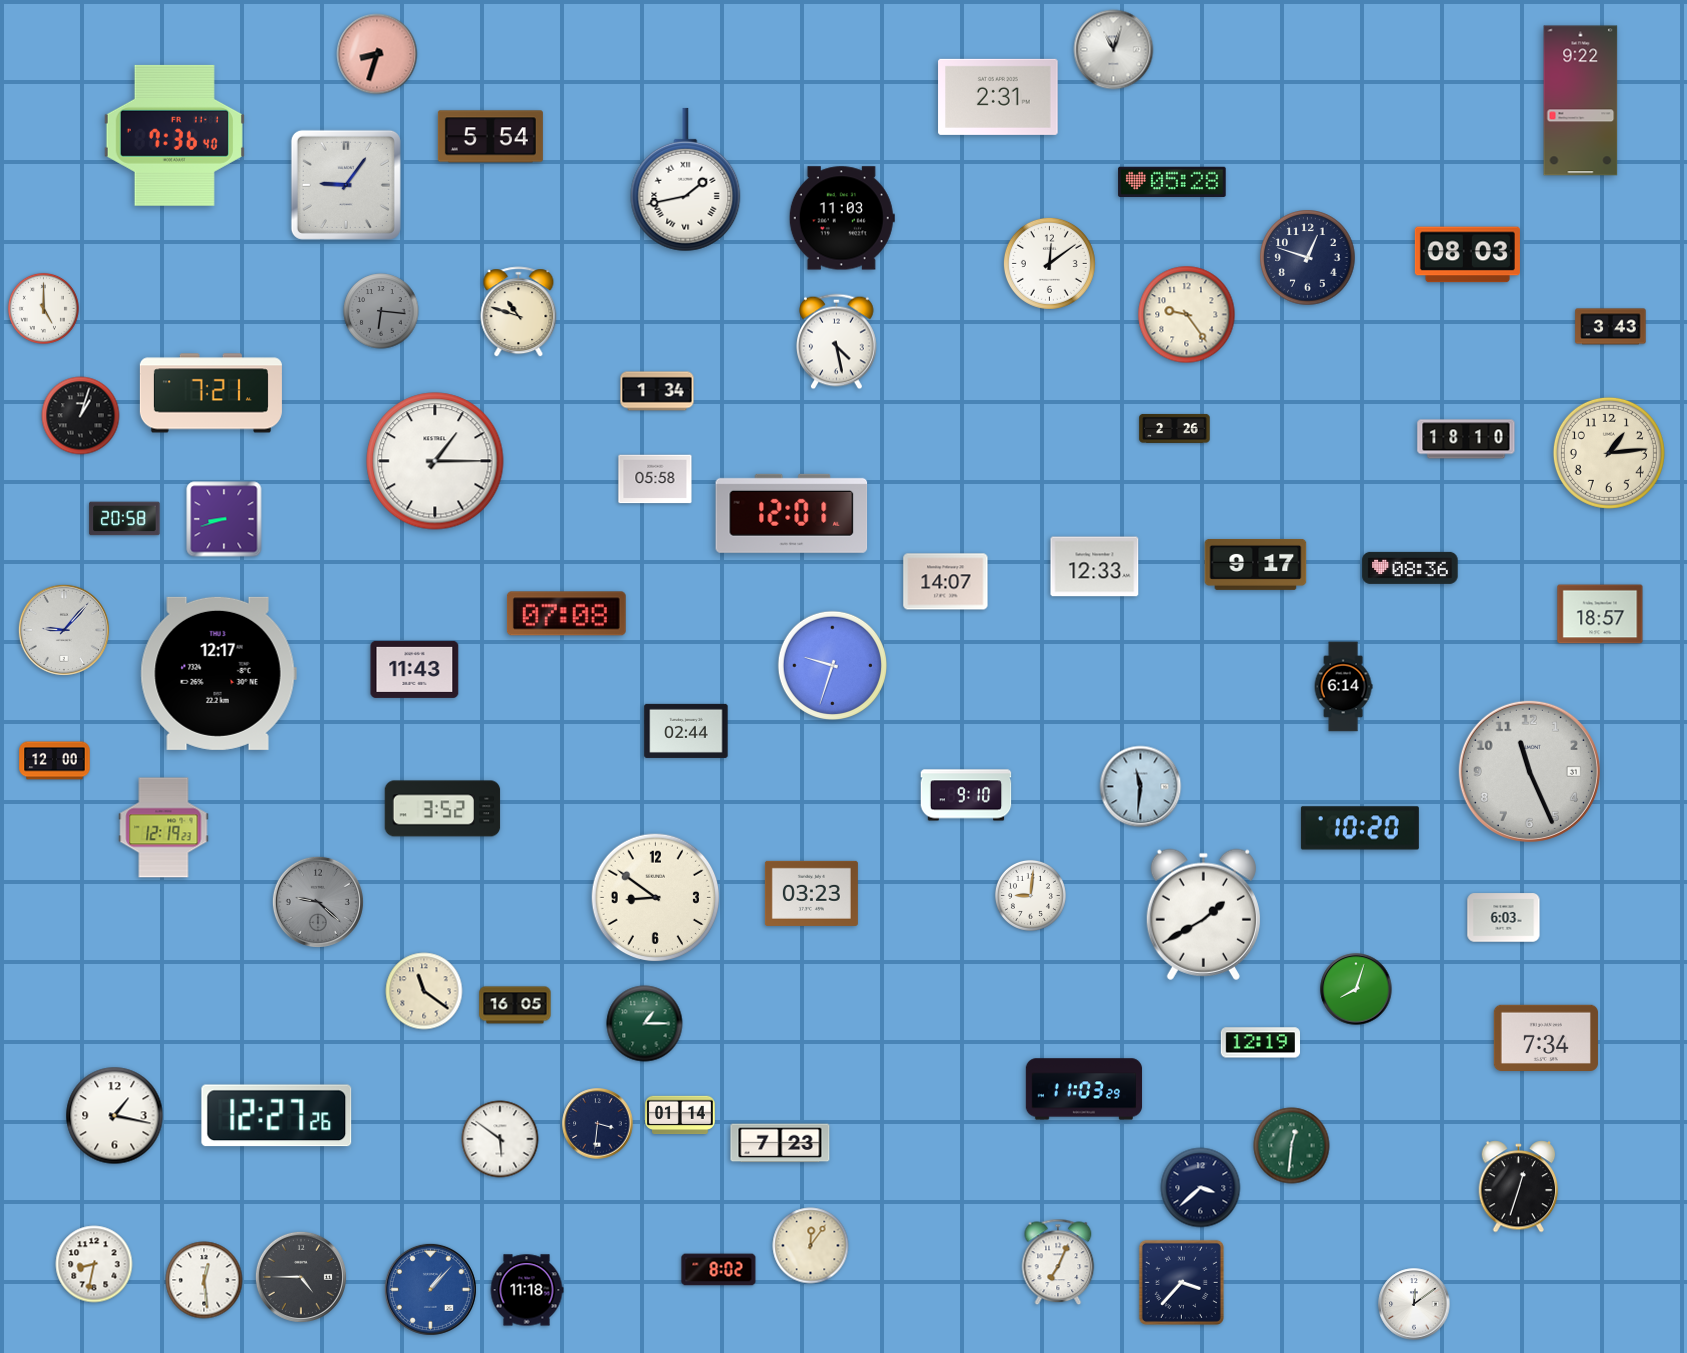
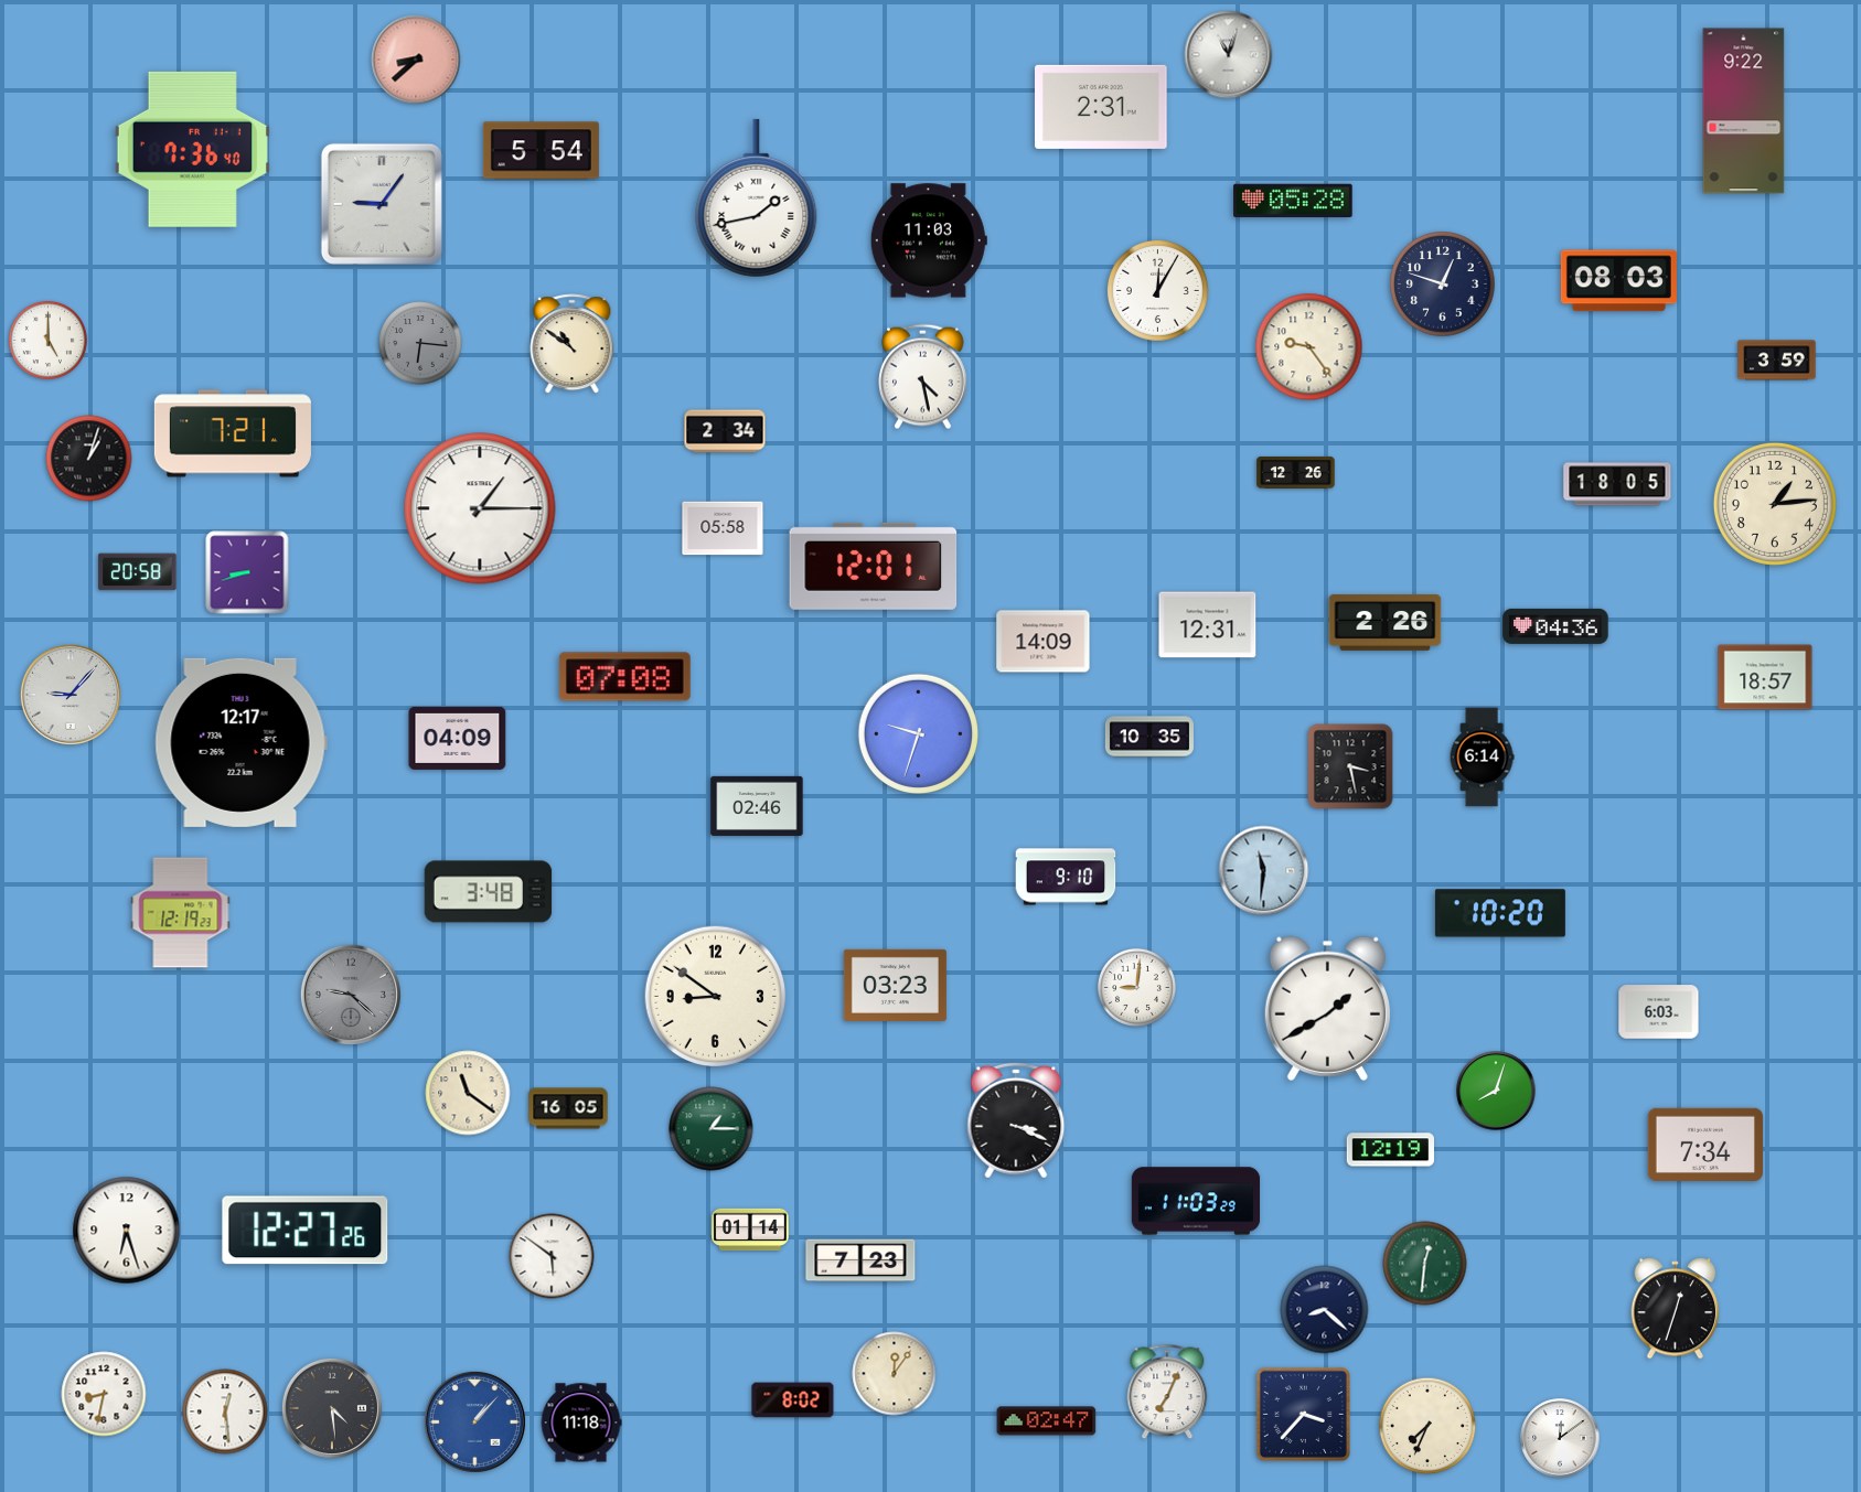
clock at (377, 54): 8:33 -> 8:38
clock at (1049, 263): 12:09 -> 12:05
clock at (519, 312): 10:48 -> 10:51
clock at (1611, 327): 3:43 -> 3:59
clock at (657, 391): 1:34 -> 2:34
clock at (1175, 428): 2:26 -> 12:26
clock at (1466, 439): 18:10 -> 18:05
clock at (1609, 453) position: (1609, 453) -> (1775, 504)
clock at (1256, 564): 9:17 -> 2:26
clock at (1095, 567): 12:33 -> 12:31
clock at (1410, 568): 08:36 -> 04:36
clock at (946, 582): 14:07 -> 14:09
clock at (1149, 737): none -> 10:35
clock at (415, 669): 11:43 -> 04:09
clock at (1350, 766): none -> 3:28
clock at (686, 731): 02:44 -> 02:46
clock at (55, 761): 12:00 -> none
clock at (1529, 771): 11:26 -> none
clock at (1141, 787) position: (1141, 787) -> (1264, 871)
clock at (443, 809): 3:52 -> 3:48
clock at (656, 898) position: (656, 898) -> (716, 997)
clock at (1016, 1120): none -> 3:19
clock at (115, 1116): 1:17 -> 6:27
clock at (598, 1124): 3:31 -> none
clock at (1201, 1188): 3:38 -> 8:22
clock at (301, 1277): 4:45 -> 4:29
clock at (1047, 1421): none -> 02:47
clock at (1427, 1426): none -> 7:34
